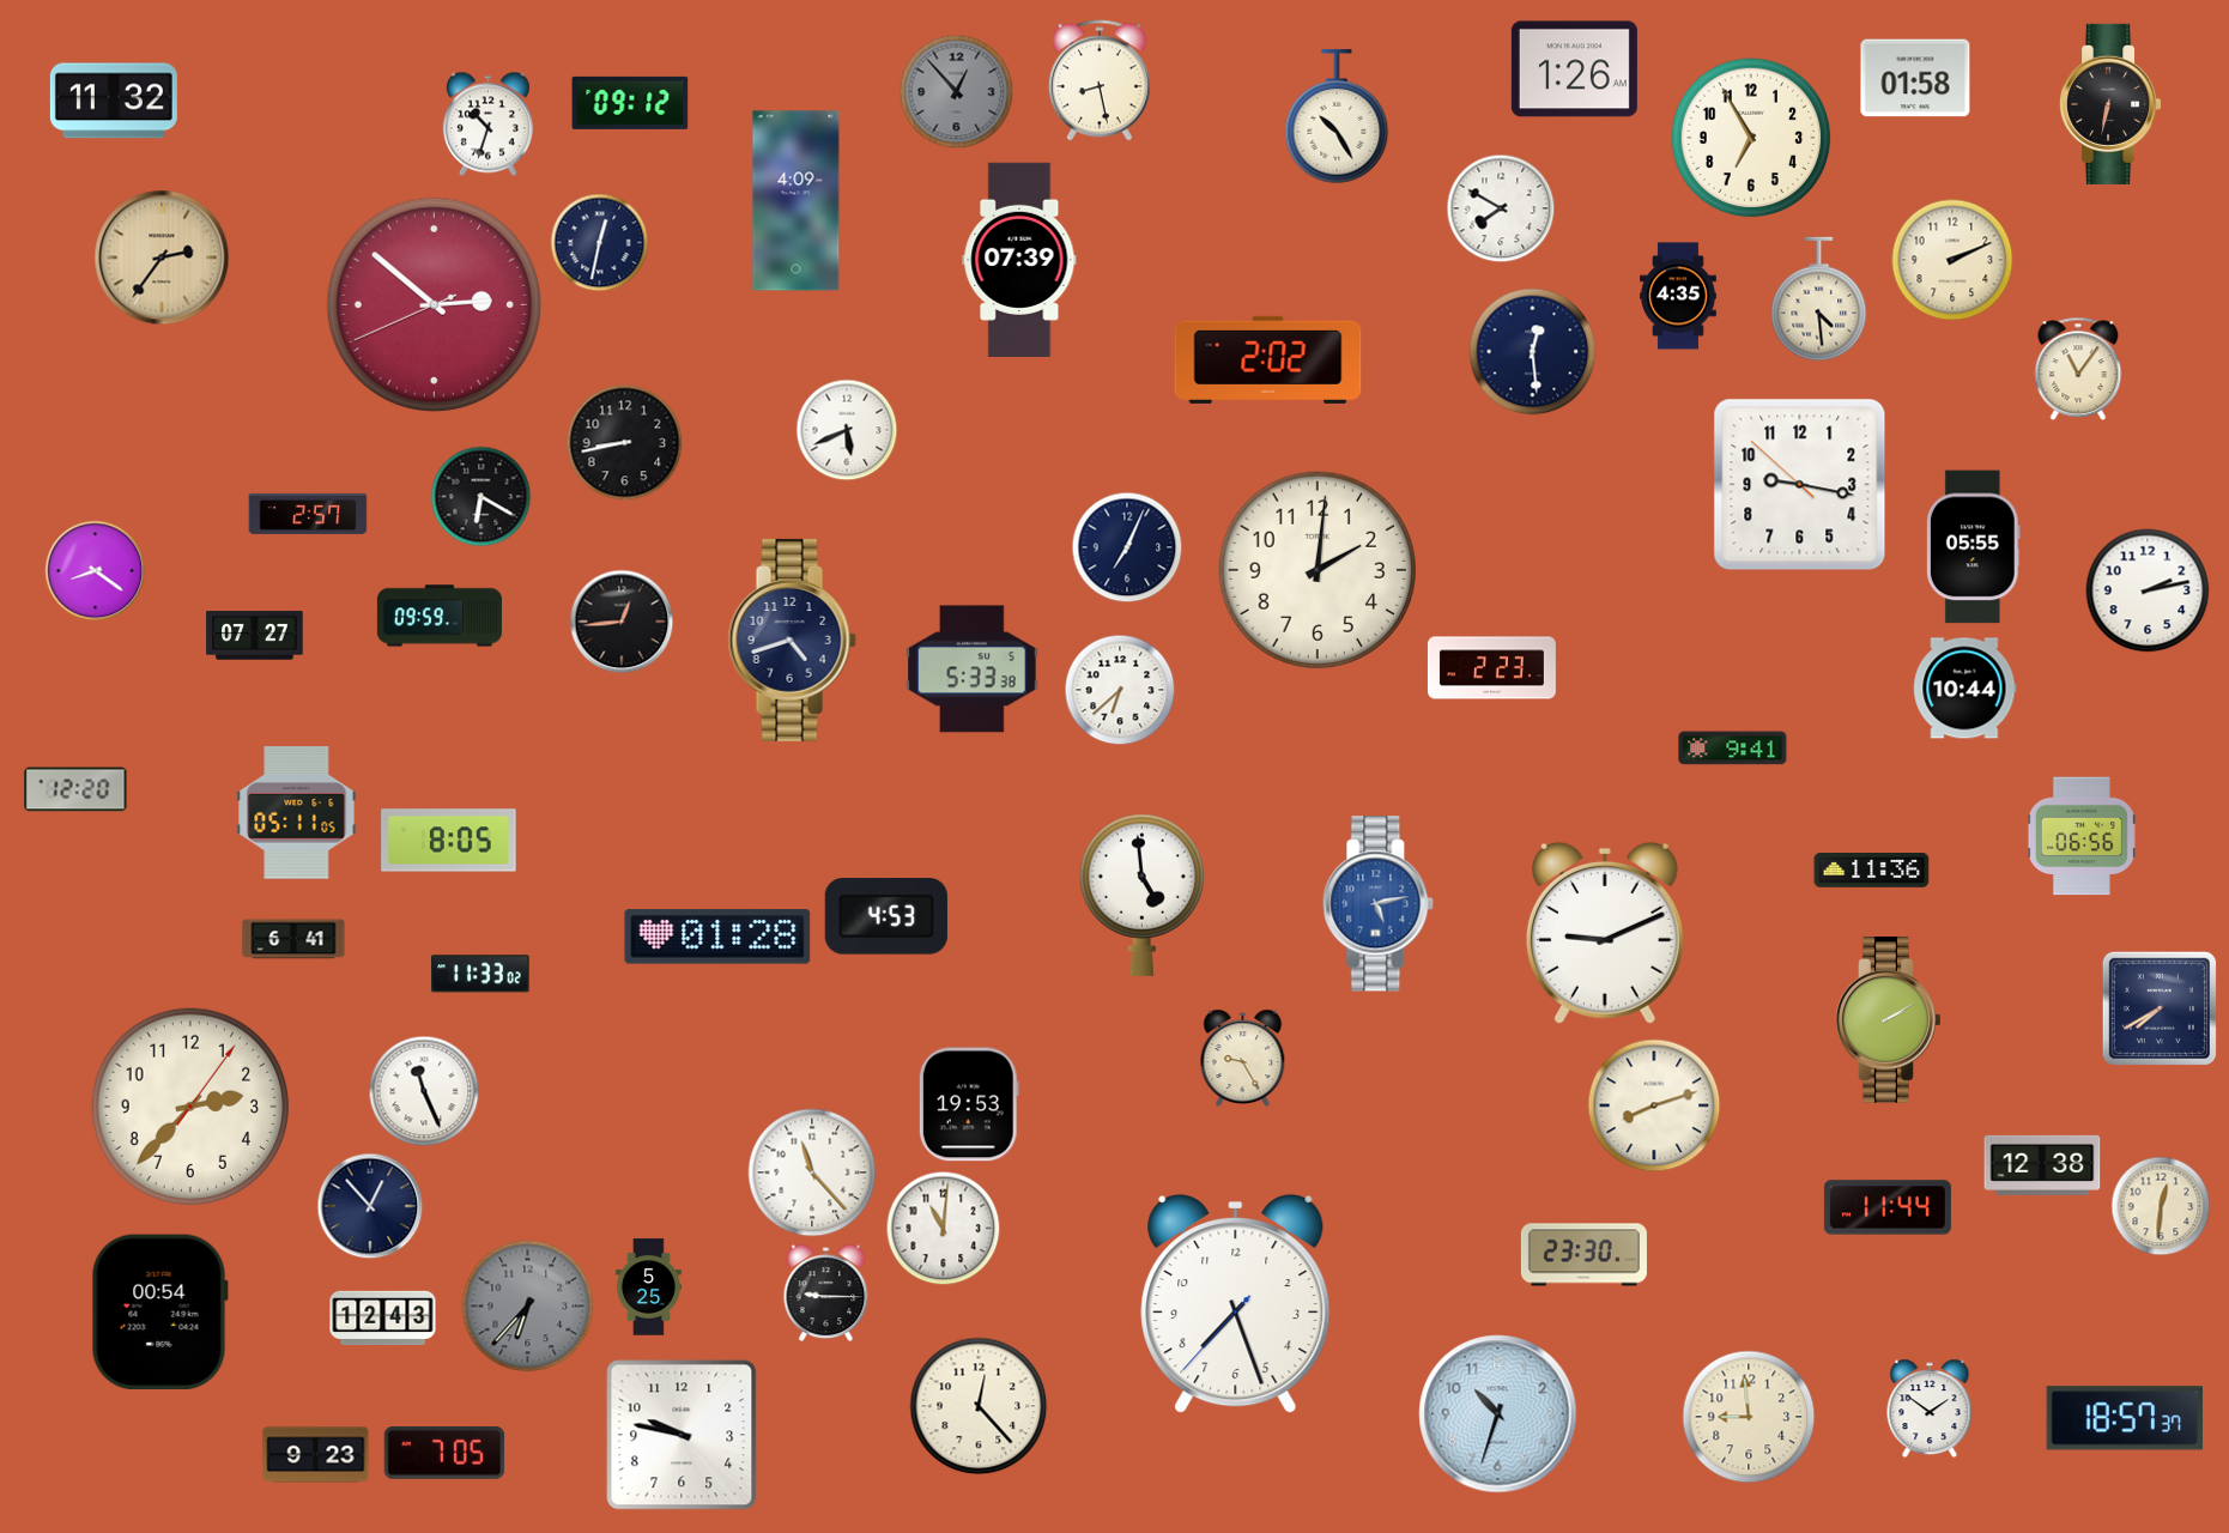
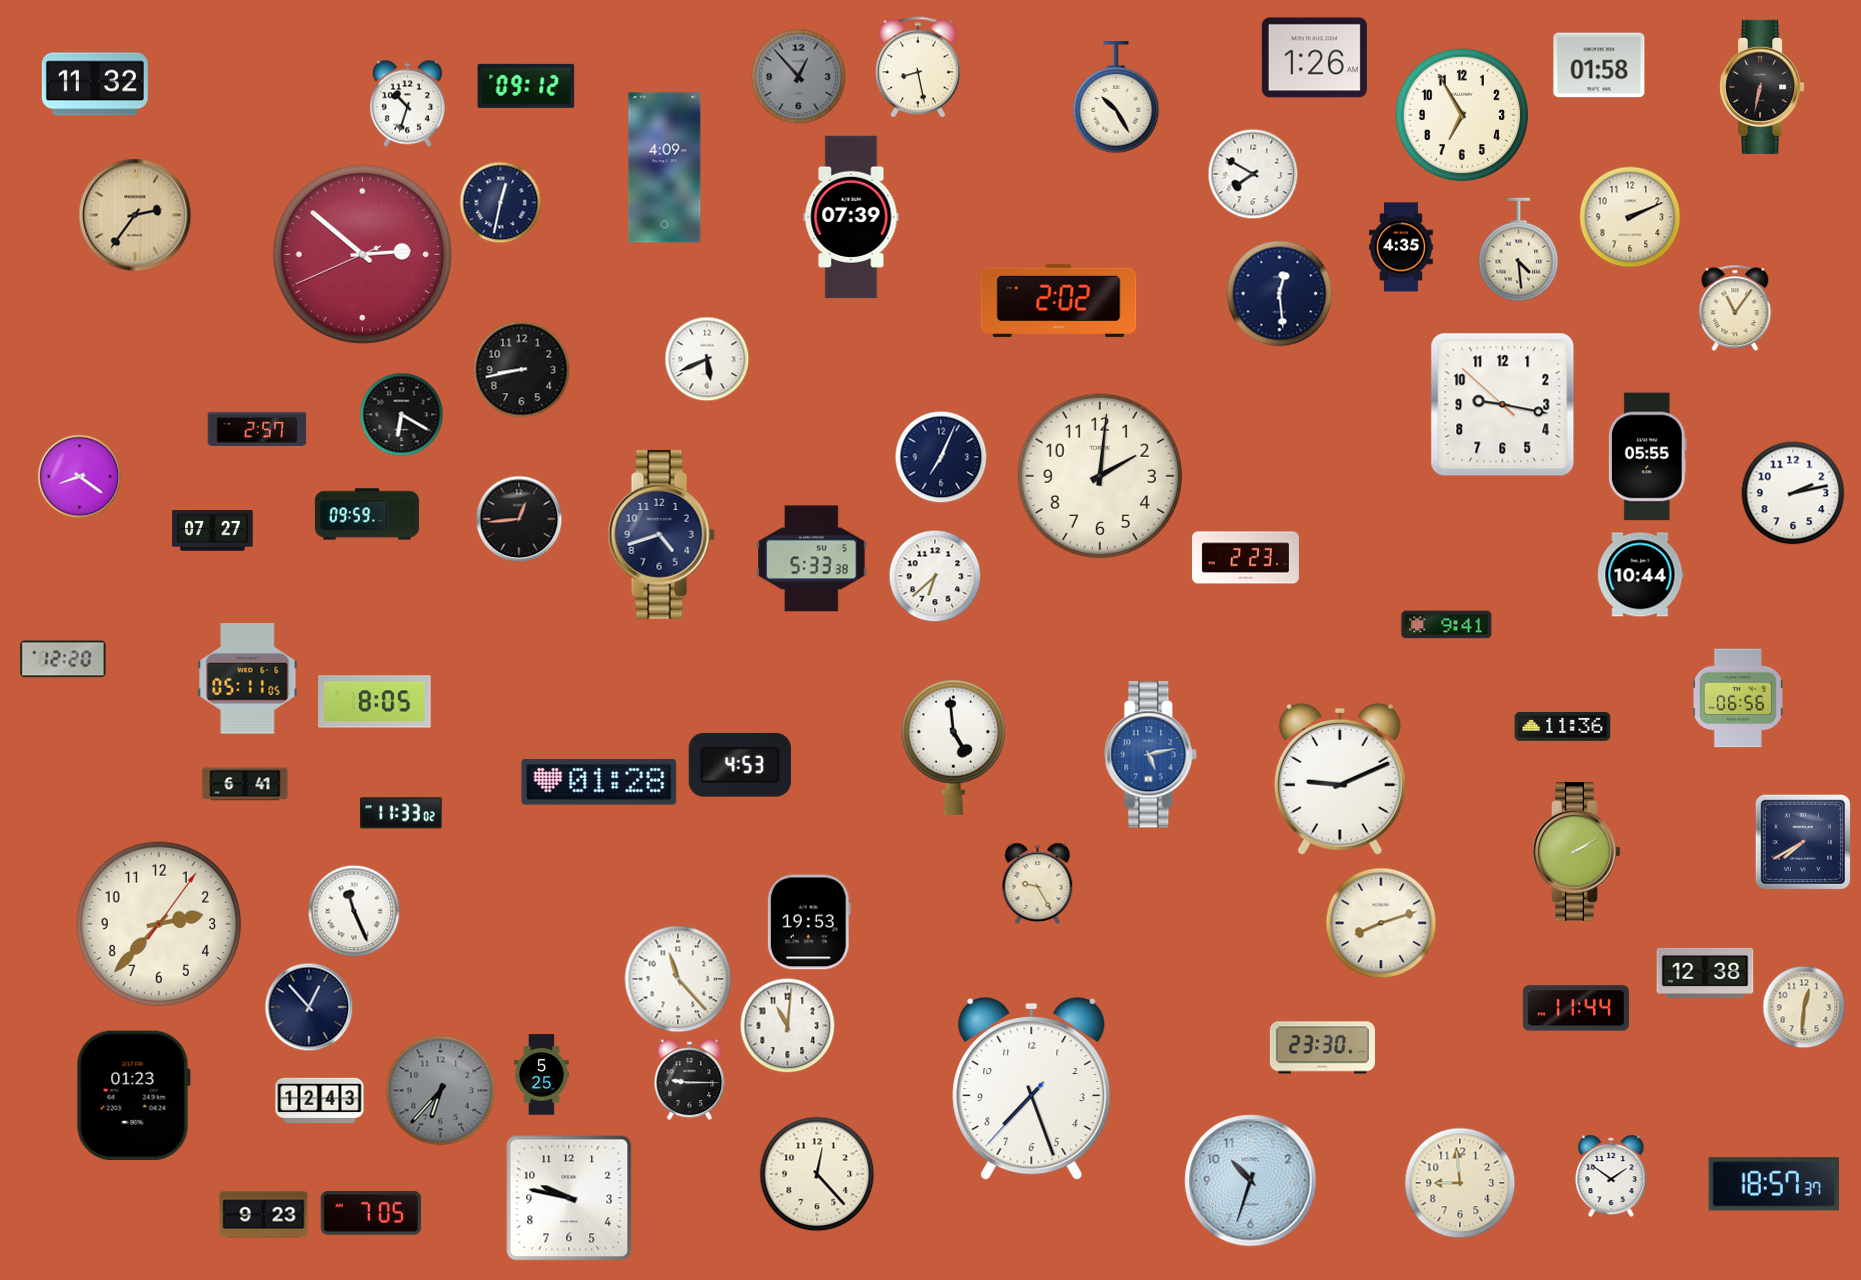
clock at (159, 1313): 00:54 -> 01:23
